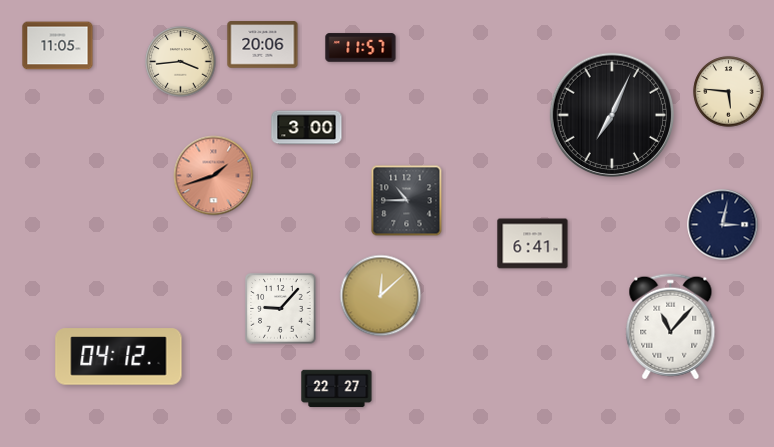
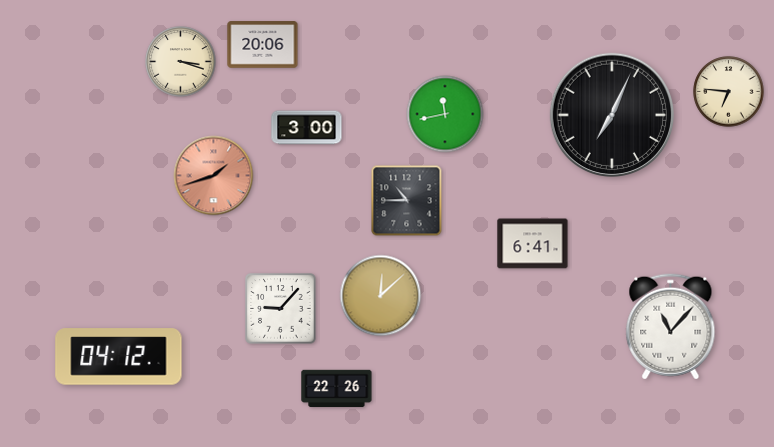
clock at (58, 46): 11:05 -> none
clock at (361, 48): 11:57 -> none
clock at (181, 62): 3:44 -> 3:18
clock at (729, 92): 5:46 -> 6:46
clock at (445, 114): none -> 11:43
clock at (723, 225): 3:02 -> none
clock at (337, 389): 22:27 -> 22:26
